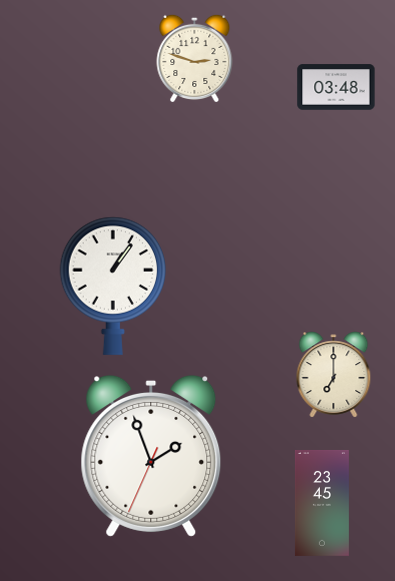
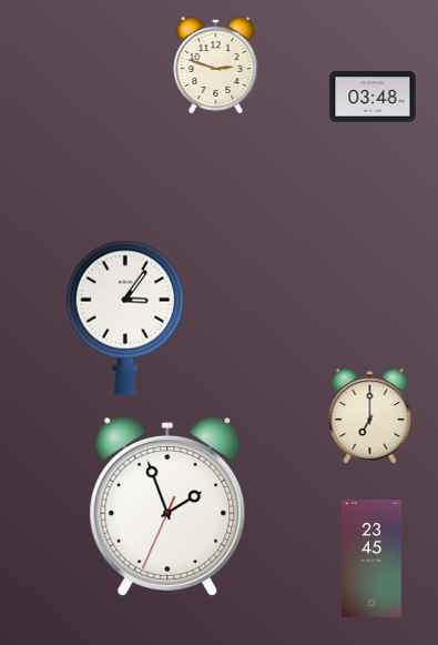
clock at (113, 286): 1:06 -> 3:06
clock at (322, 503) position: (322, 503) -> (371, 558)
